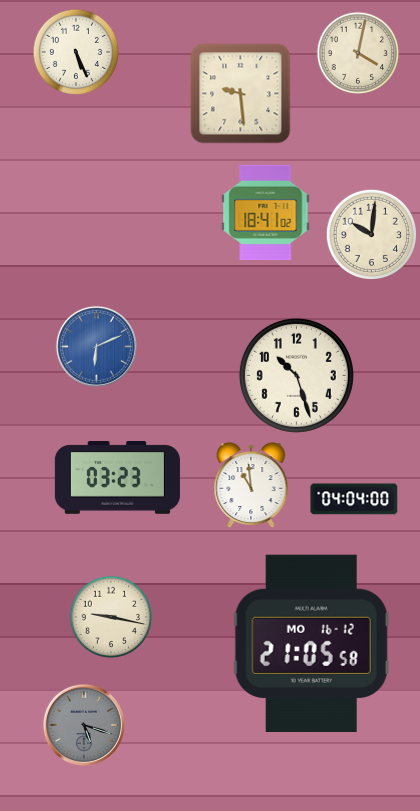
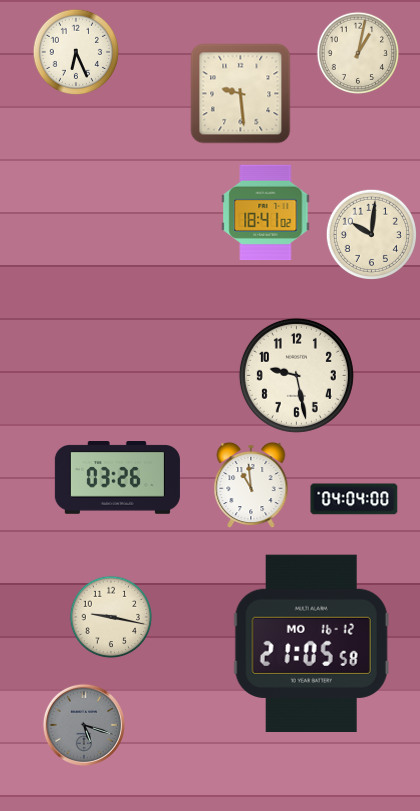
clock at (76, 52): 5:26 -> 6:26
clock at (358, 53): 4:02 -> 1:02
clock at (96, 346): 6:11 -> none
clock at (296, 375): 10:27 -> 9:28
clock at (117, 478): 03:23 -> 03:26
